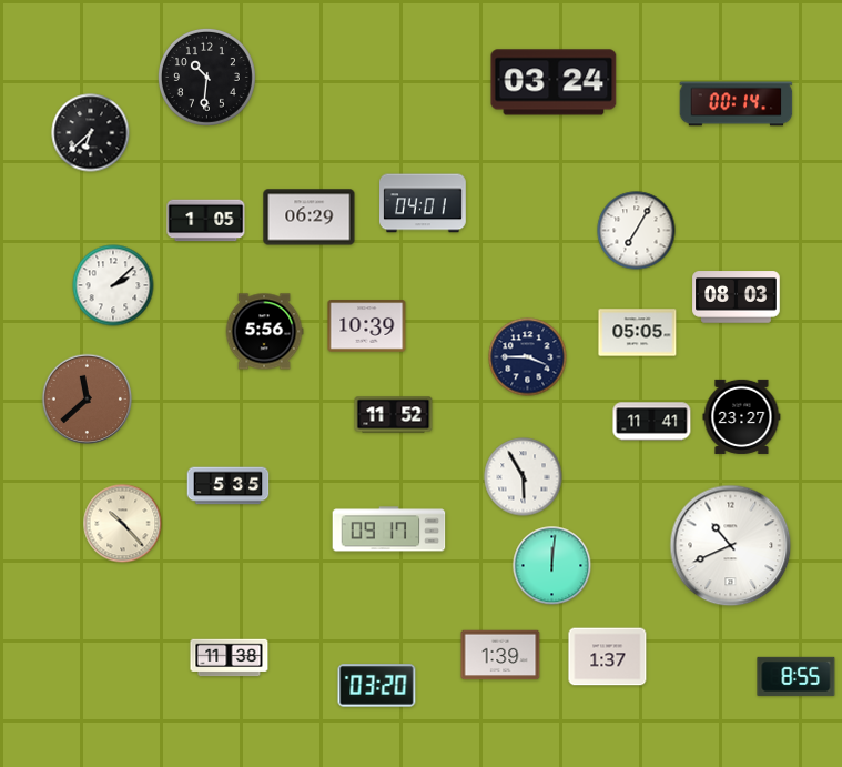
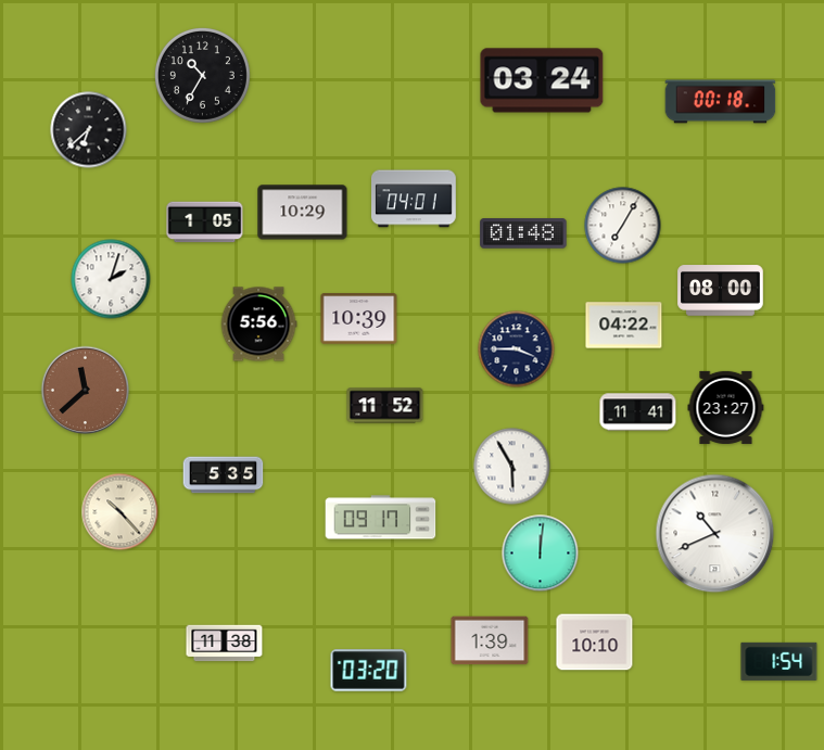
clock at (206, 77): 10:31 -> 10:35
clock at (737, 104): 00:14 -> 00:18
clock at (310, 218): 06:29 -> 10:29
clock at (206, 221) position: (206, 221) -> (205, 223)
clock at (523, 233): none -> 01:48
clock at (113, 285): 2:08 -> 2:03
clock at (737, 297): 08:03 -> 08:00
clock at (638, 333): 05:05 -> 04:22
clock at (608, 657): 1:37 -> 10:10
clock at (797, 676): 8:55 -> 1:54
